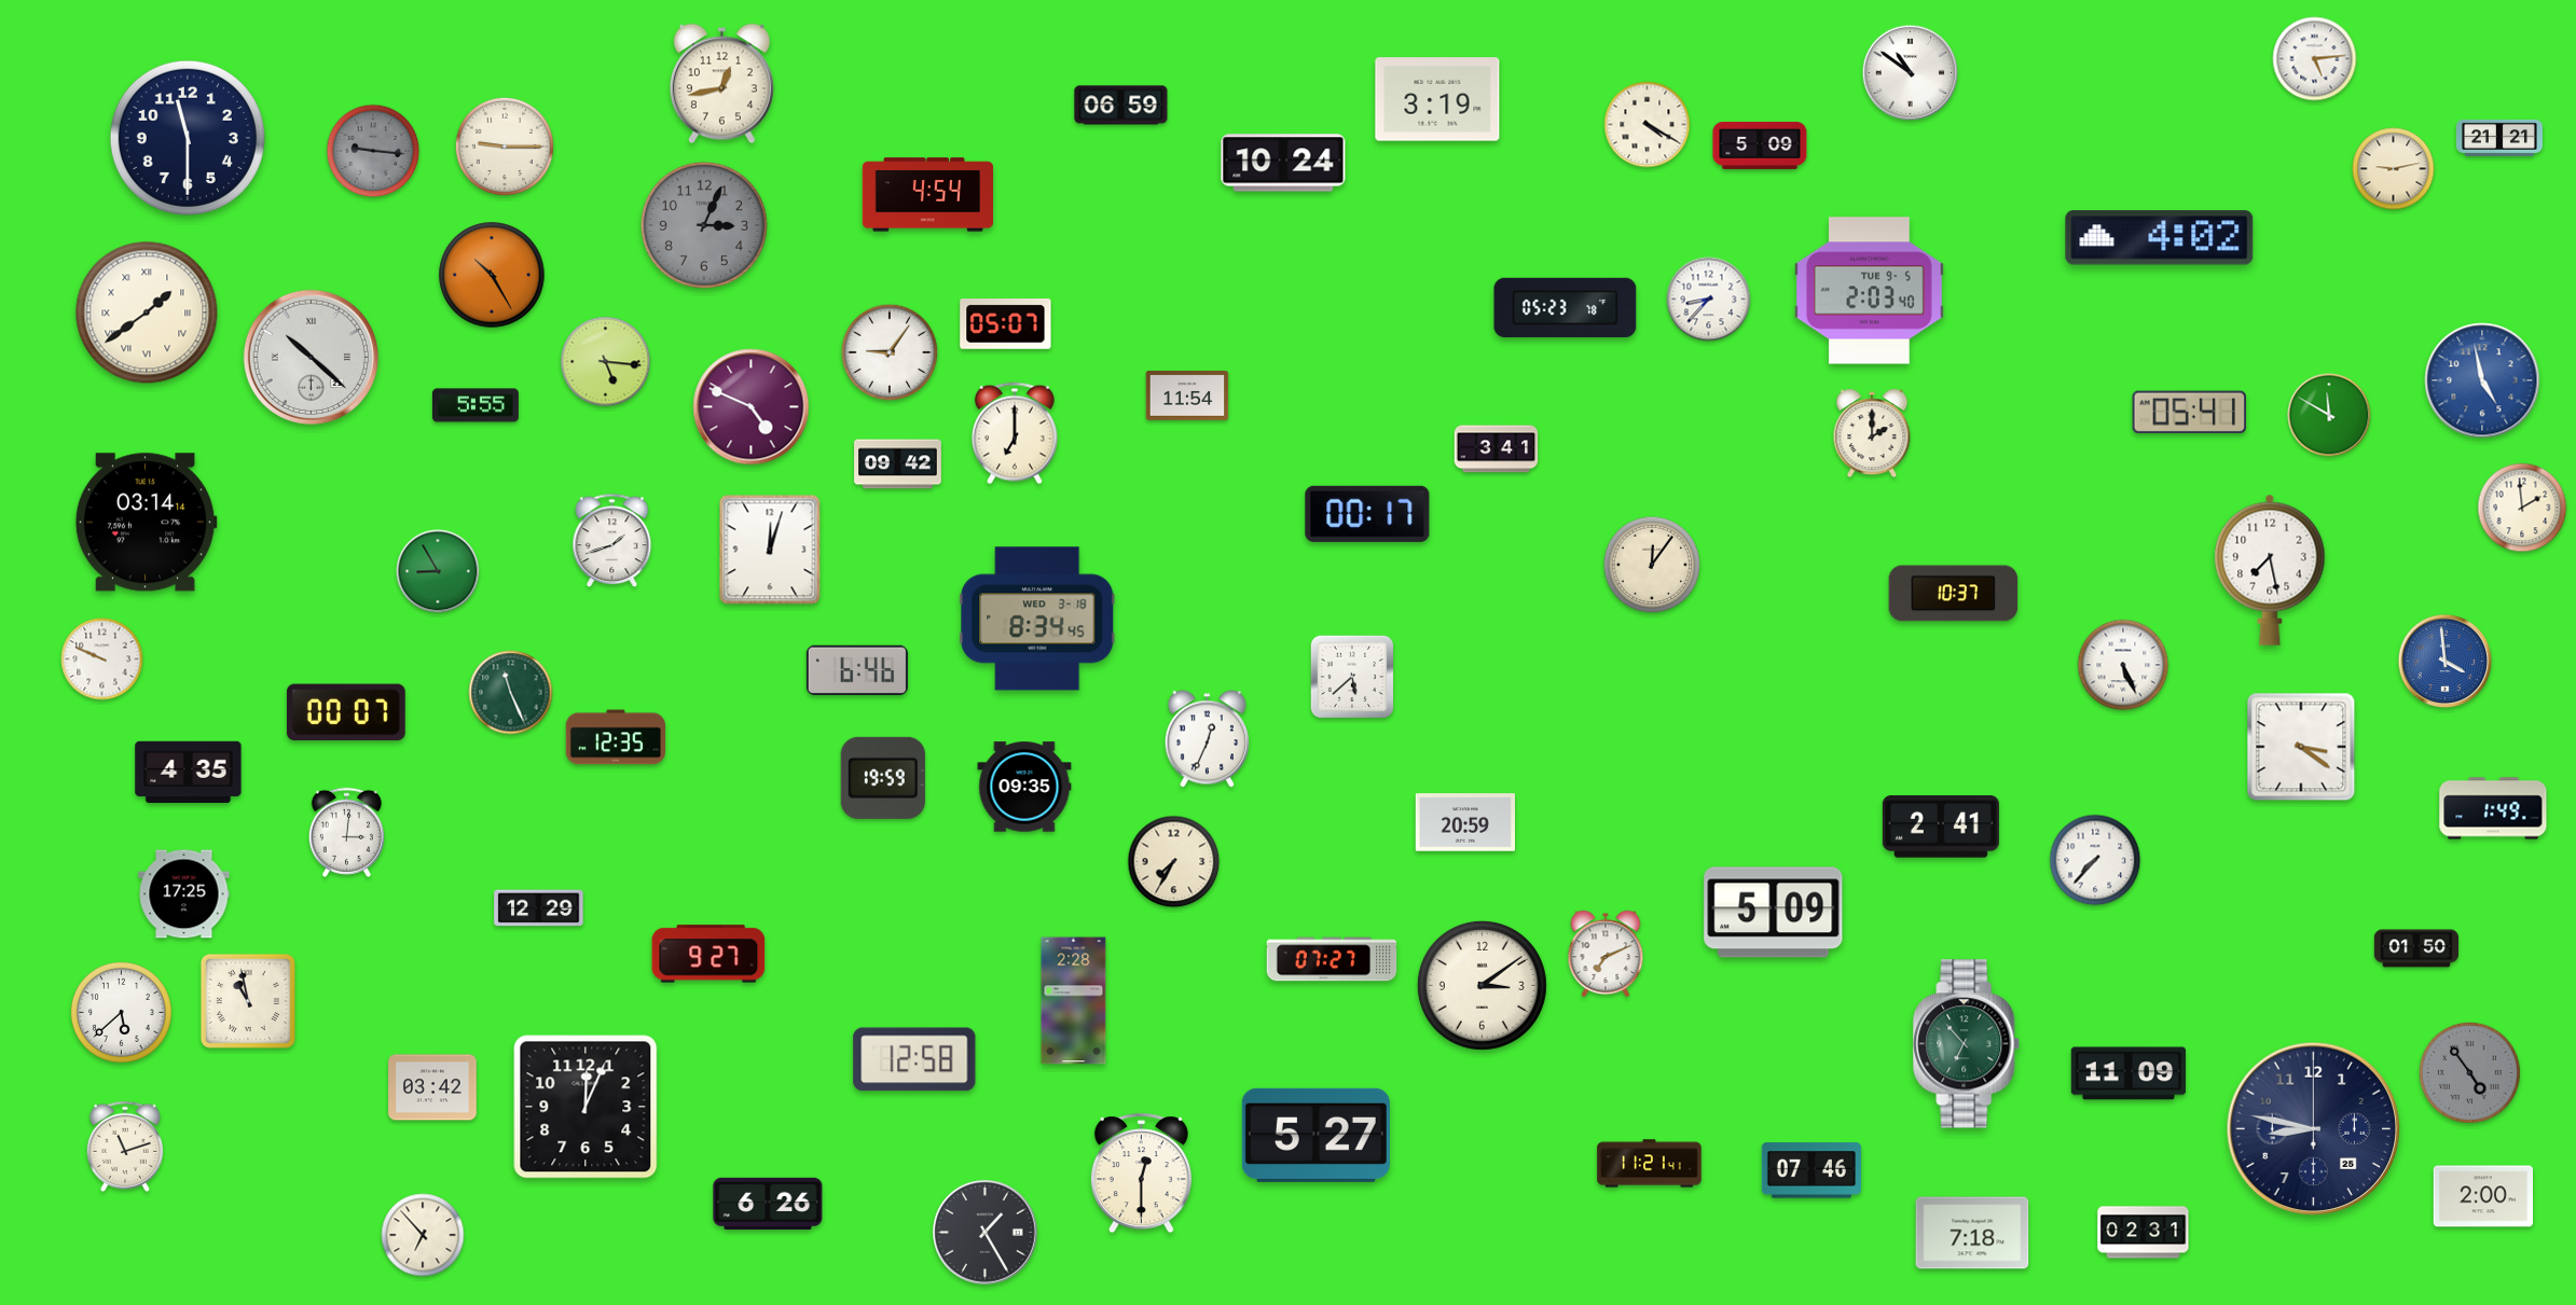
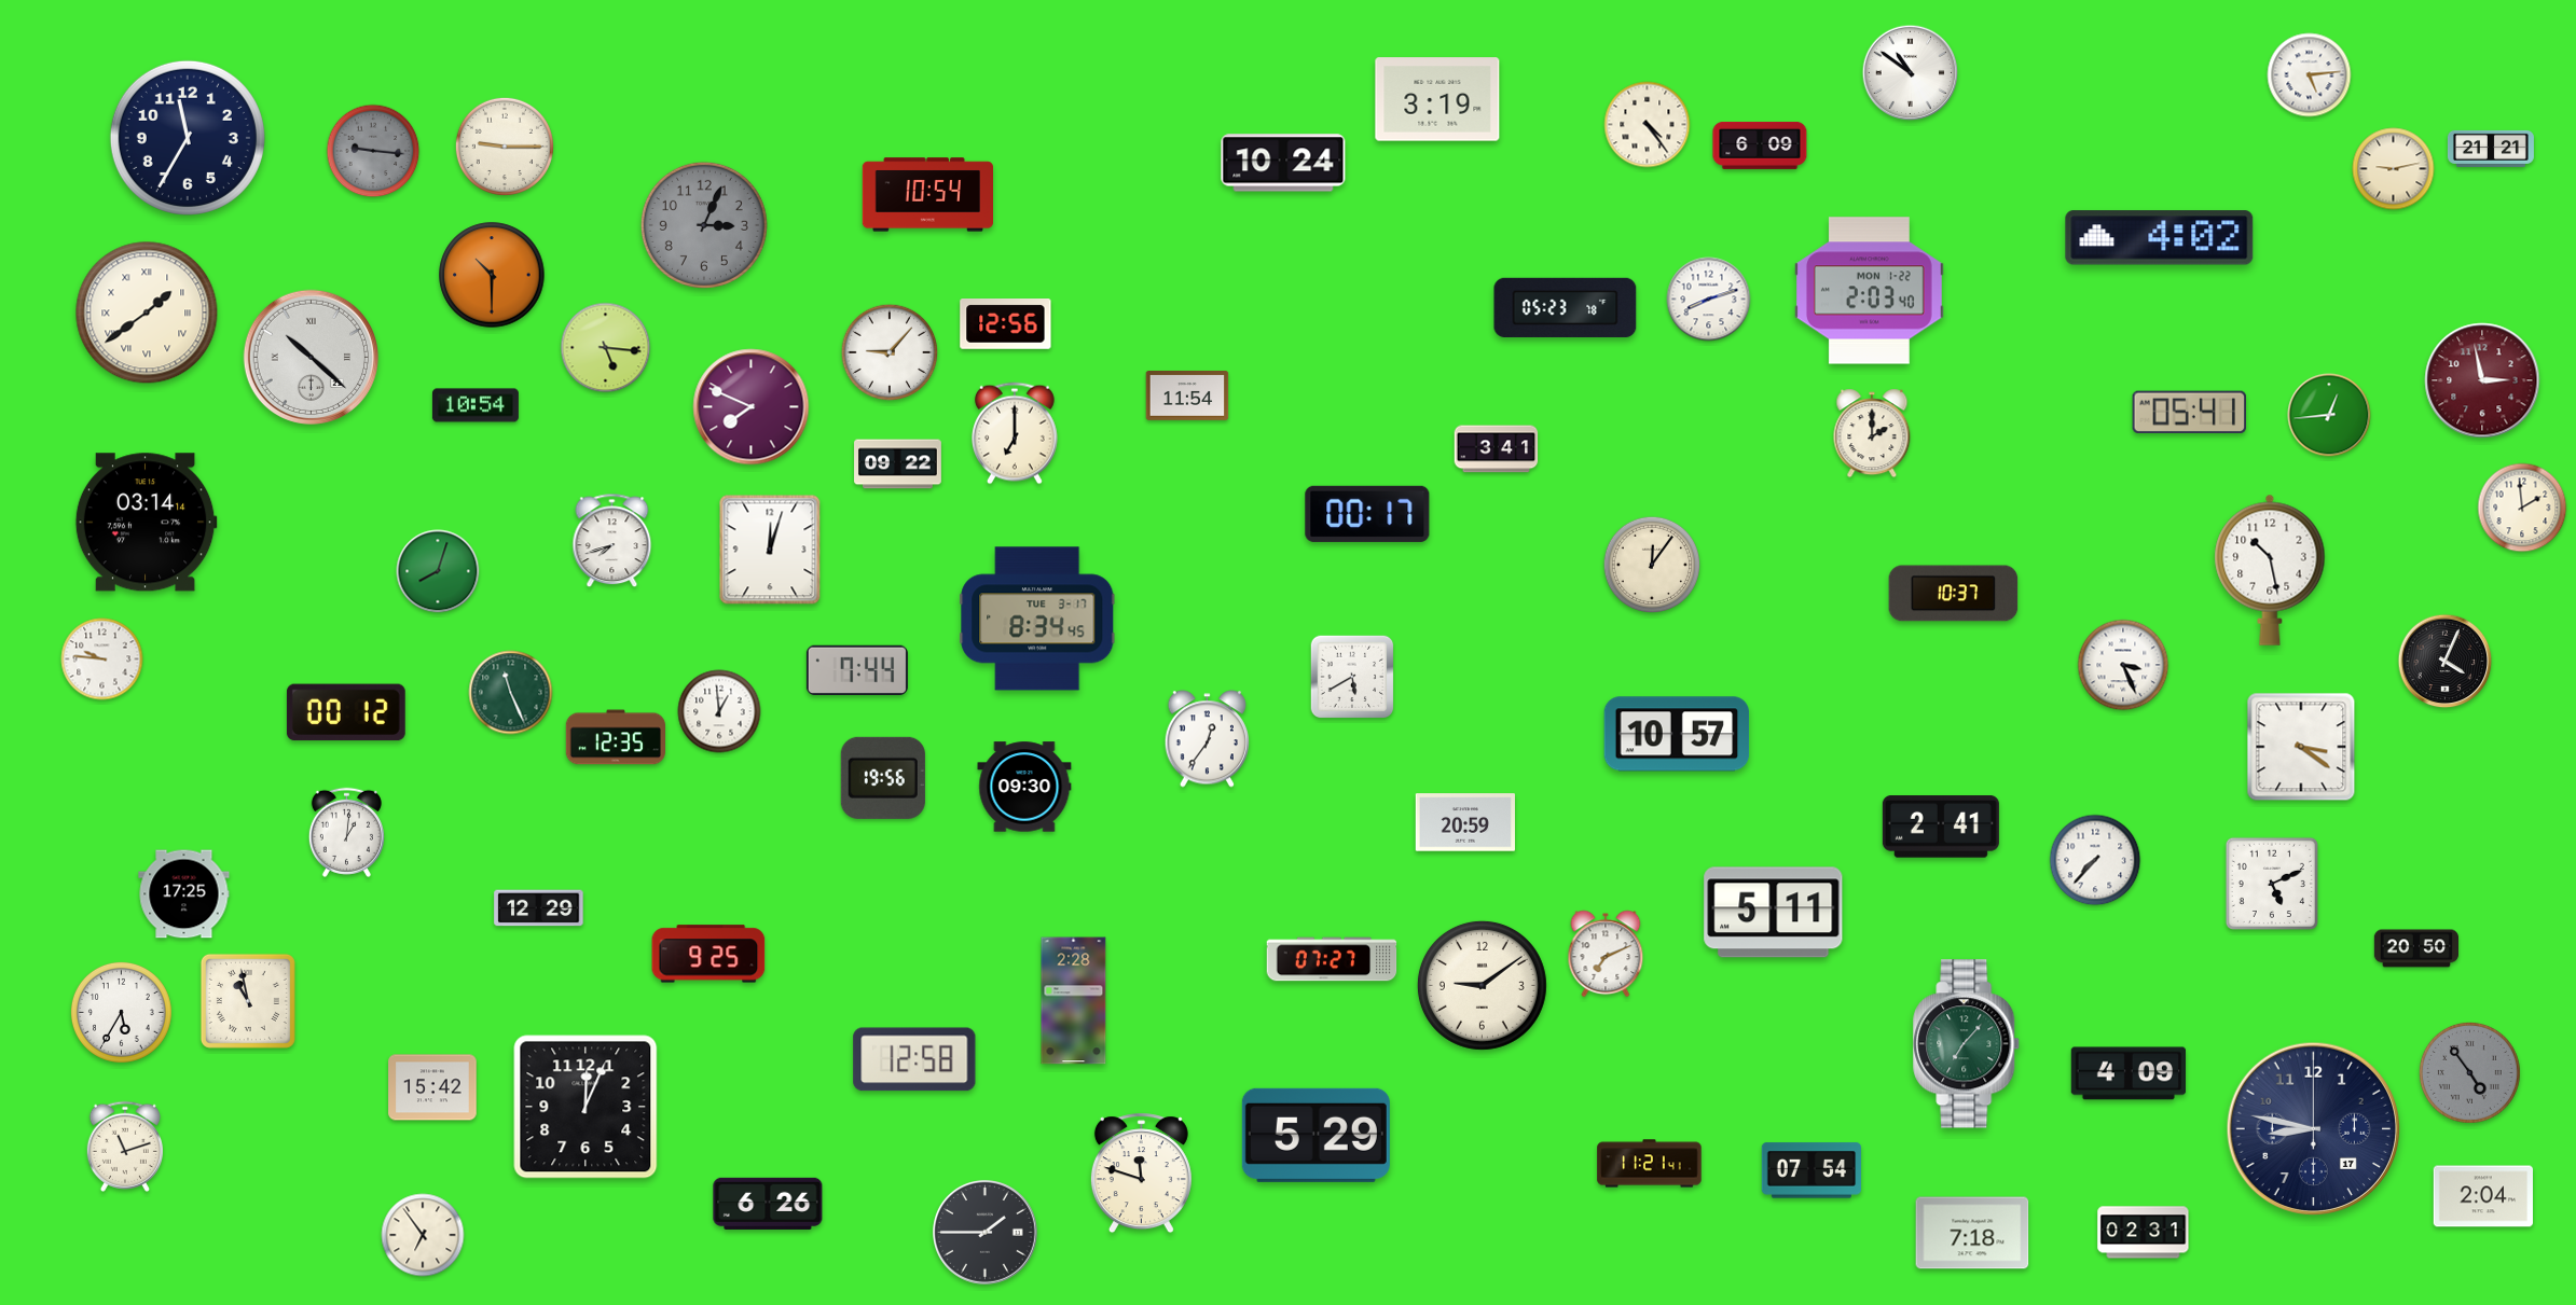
clock at (2315, 59) position: (2315, 59) -> (2310, 75)
clock at (721, 84): 12:43 -> none
clock at (1121, 106): 06:59 -> none
clock at (1648, 125): 4:20 -> 4:24
clock at (188, 138): 11:30 -> 11:35
clock at (2499, 138) position: (2499, 138) -> (2491, 149)
clock at (1760, 145): 5:09 -> 6:09
clock at (927, 195): 4:54 -> 10:54
clock at (492, 275): 10:25 -> 10:30
clock at (1869, 291) date: TUE 9-5 -> MON 1-22
clock at (1709, 300): 8:37 -> 8:12
clock at (1006, 324): 05:07 -> 12:56
clock at (890, 352): 9:06 -> 9:07
clock at (606, 362) position: (606, 362) -> (606, 348)
clock at (2482, 380): 4:58 -> 2:58
clock at (2482, 380) dial: blue -> burgundy
clock at (476, 405): 5:55 -> 10:54
clock at (752, 407): 4:49 -> 7:49
clock at (2329, 415): 11:50 -> 12:44
clock at (898, 464): 09:42 -> 09:22
clock at (612, 541): 1:42 -> 7:42
clock at (2270, 570): 7:28 -> 10:28
clock at (438, 571): 8:55 -> 8:03
clock at (1037, 619) date: WED 3-18 -> TUE 3-17
clock at (102, 660): 9:49 -> 9:46
clock at (2446, 662): 3:59 -> 4:04
clock at (2446, 662) dial: blue -> black
clock at (2123, 665): 5:26 -> 3:26
clock at (857, 669): 6:46 -> 7:44
clock at (1352, 677): 5:38 -> 5:40
clock at (719, 711): none -> 12:59
clock at (346, 712): 00:07 -> 00:12
clock at (1677, 734): none -> 10:57
clock at (1207, 739): 12:34 -> 12:36
clock at (189, 772): 4:35 -> none
clock at (883, 778): 19:59 -> 19:56
clock at (1024, 787): 09:35 -> 09:30
clock at (2493, 808): 1:49 -> none
clock at (346, 832): 3:01 -> 1:01
clock at (1174, 862): 7:35 -> none
clock at (2272, 884): none -> 5:11
clock at (1774, 913): 5:09 -> 5:11
clock at (2415, 948): 01:50 -> 20:50
clock at (708, 954): 9:27 -> 9:25
clock at (1482, 985): 3:09 -> 9:09
clock at (121, 1012): 5:38 -> 5:35
clock at (1967, 1044): 6:53 -> 7:07
clock at (2129, 1073): 11:09 -> 4:09
clock at (432, 1087): 03:42 -> 15:42
clock at (2314, 1129) date: 25 -> 17
clock at (1315, 1135): 5:27 -> 5:29
clock at (1810, 1170): 07:46 -> 07:54
clock at (1141, 1174): 12:30 -> 11:48
clock at (2482, 1196): 2:00 -> 2:04
clock at (986, 1233): 1:25 -> 1:45
clock at (423, 1235): 6:53 -> 6:54
